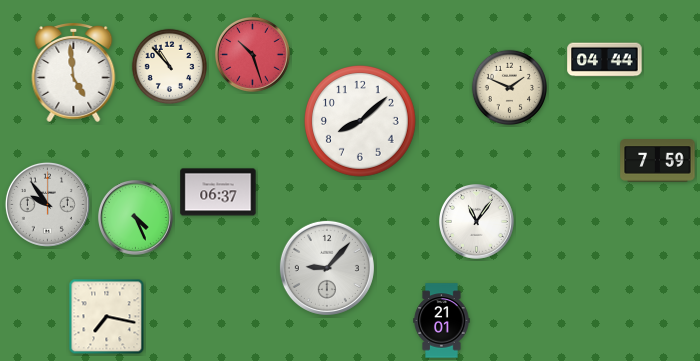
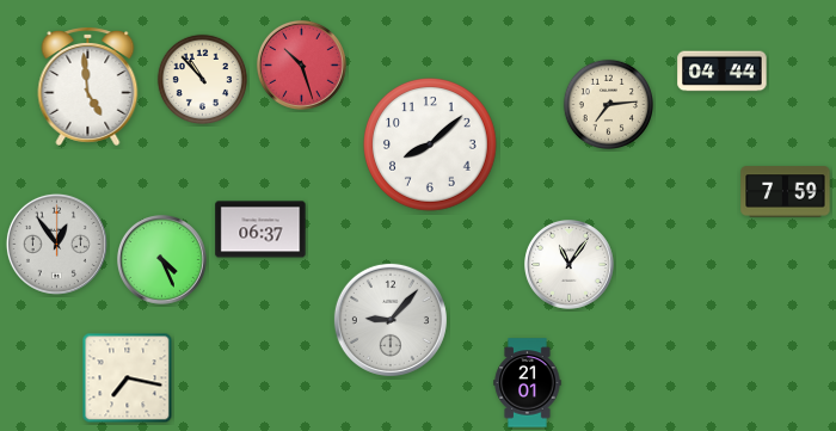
clock at (509, 87): 1:49 -> 7:14
clock at (47, 204): 9:54 -> 12:54
